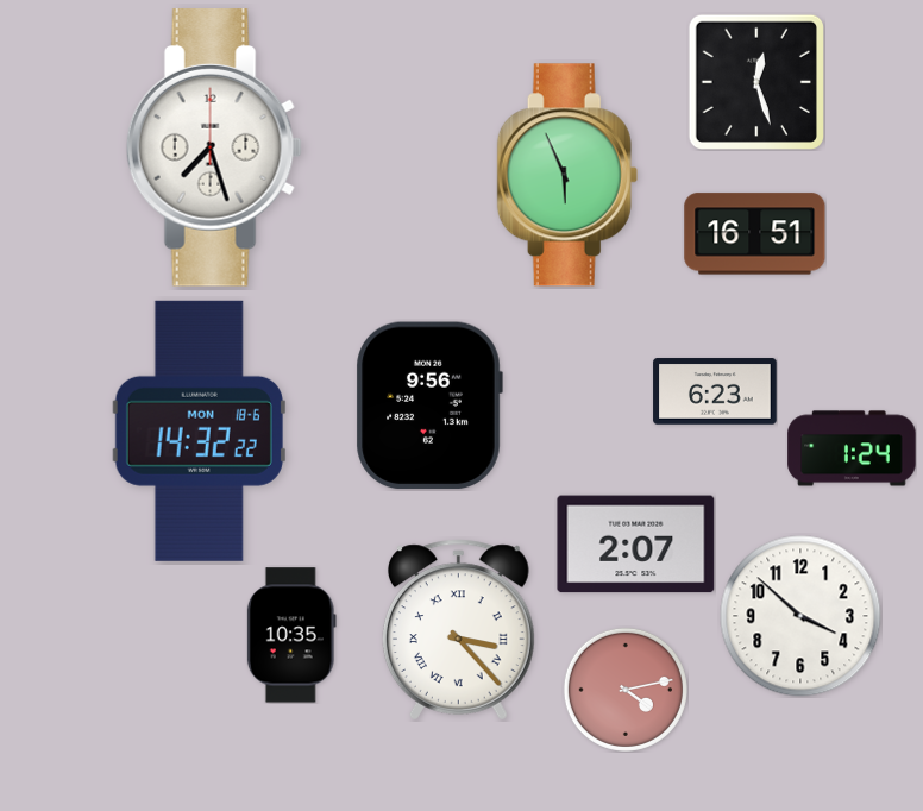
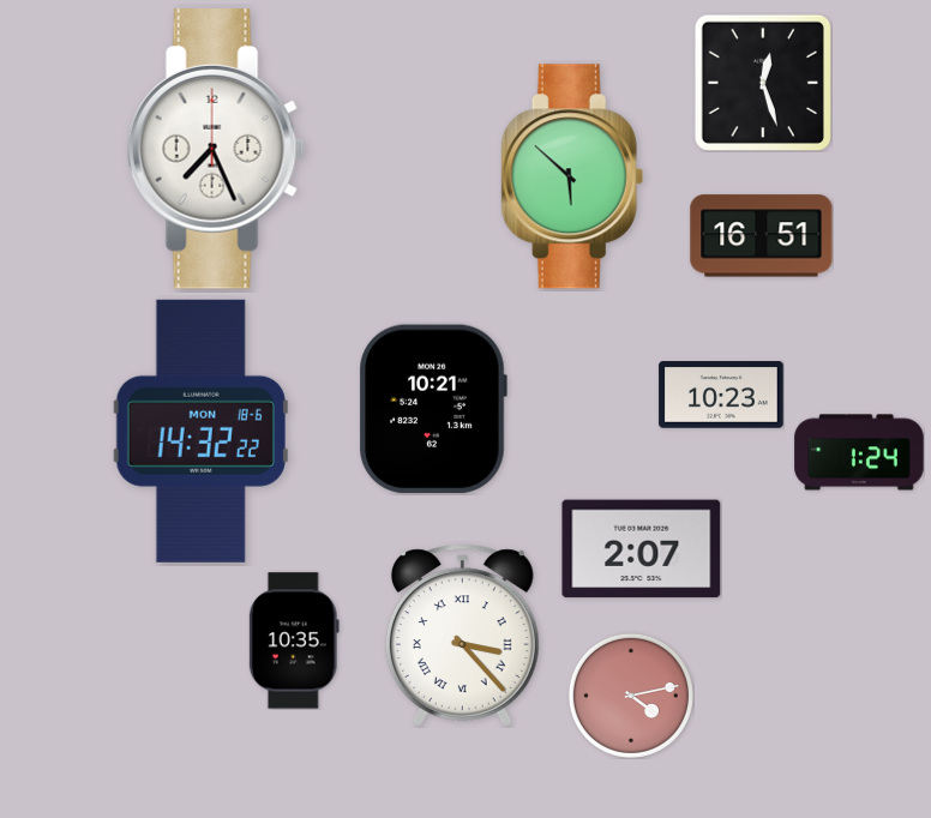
clock at (214, 147): 7:27 -> 7:26
clock at (567, 175): 5:56 -> 5:52
clock at (715, 391): 6:23 -> 10:23
clock at (429, 405): 9:56 -> 10:21
clock at (199, 430) position: (199, 430) -> (200, 431)
clock at (800, 616): 3:52 -> none
